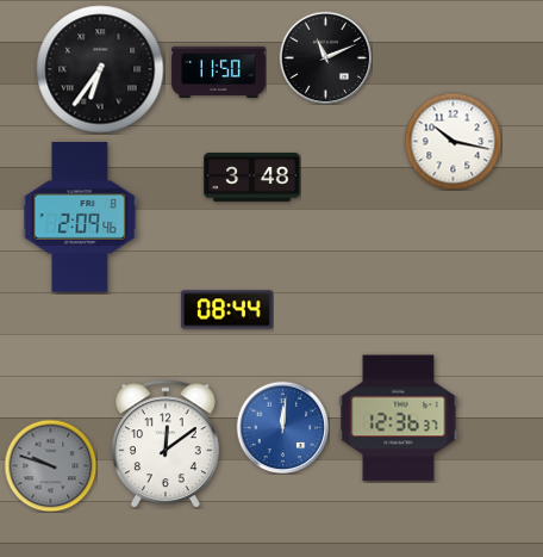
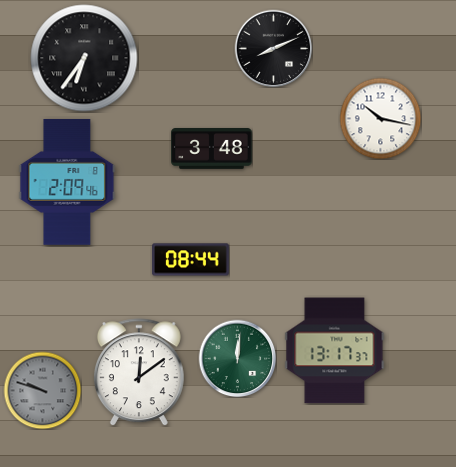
clock at (325, 57): 11:11 -> 8:11
clock at (219, 72): 11:50 -> none
clock at (399, 419): 12:36 -> 13:17
clock at (282, 427) dial: blue -> green
